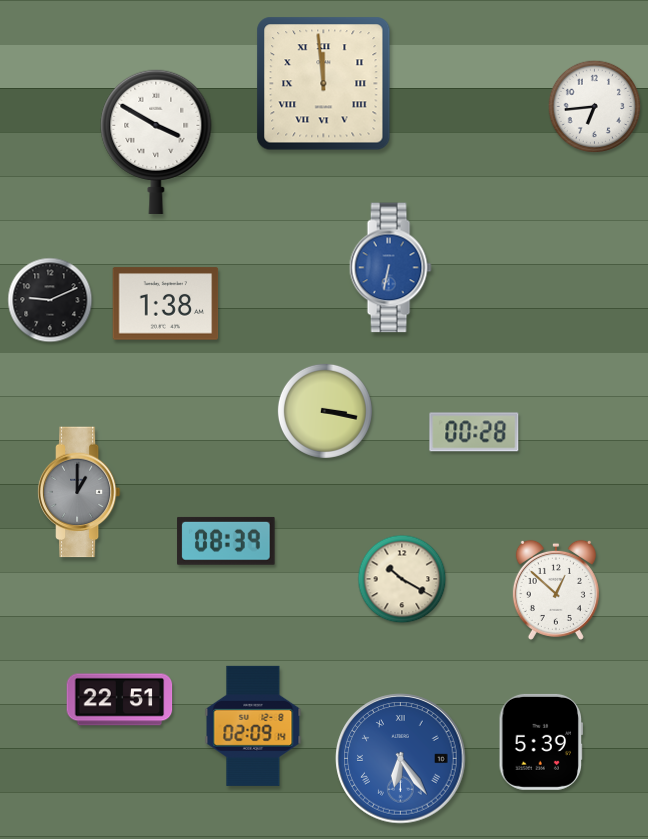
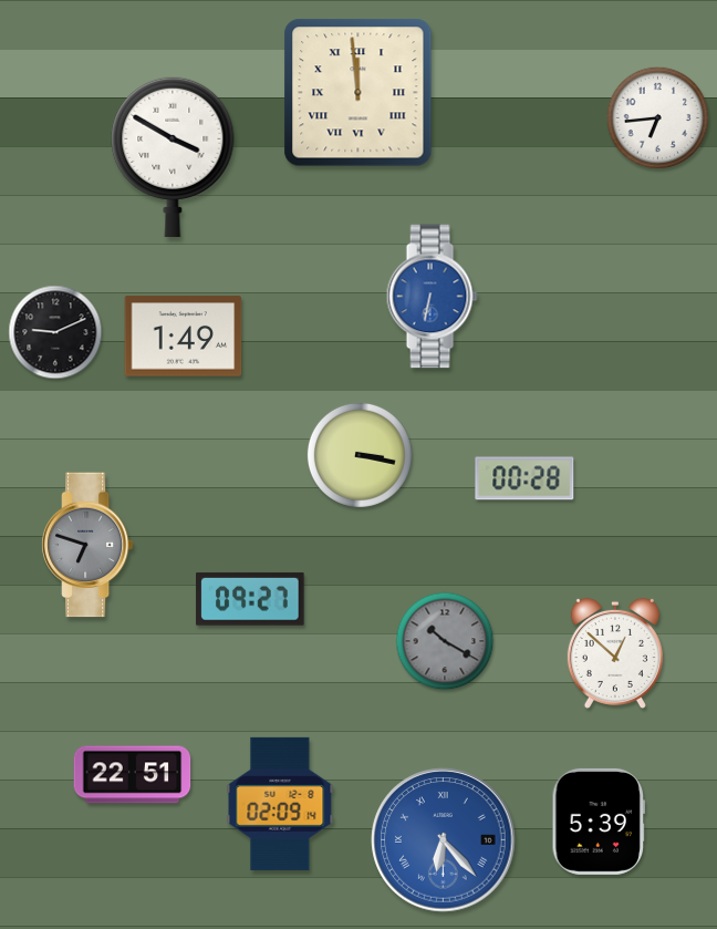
clock at (166, 304): 1:38 -> 1:49
clock at (79, 492): 1:00 -> 6:48
clock at (226, 541): 08:39 -> 09:27
clock at (402, 579) dial: cream -> grey
clock at (401, 759): 6:24 -> 6:23
